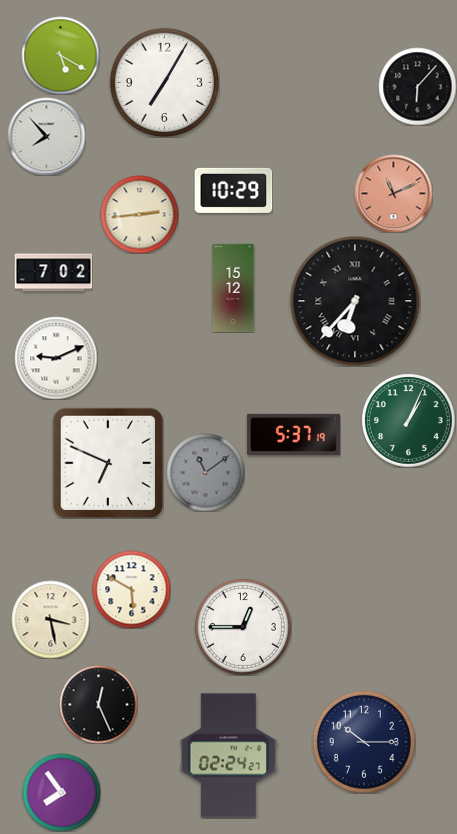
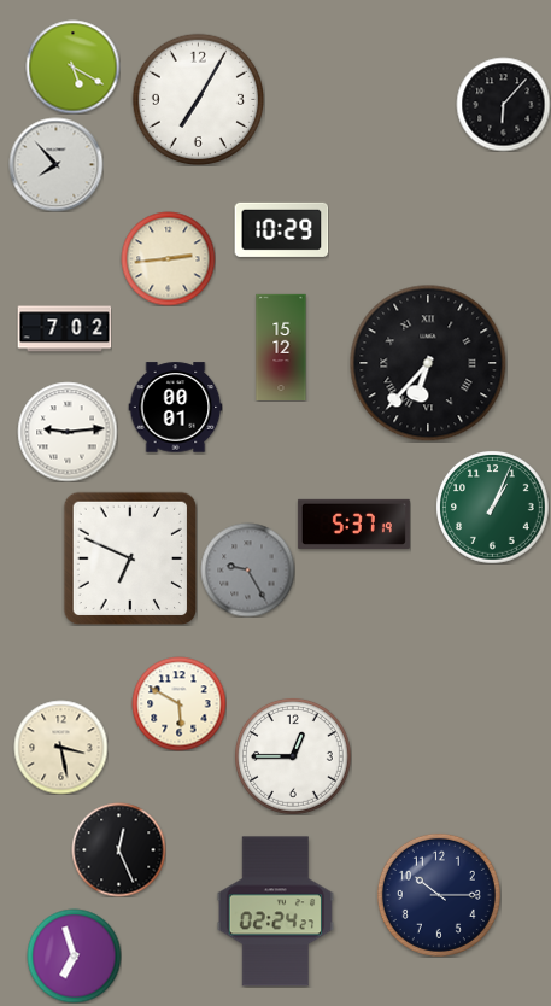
clock at (393, 193): 11:11 -> none
clock at (175, 408): none -> 00:01
clock at (56, 358): 9:11 -> 9:14
clock at (205, 472): 11:09 -> 9:25
clock at (131, 589) position: (131, 589) -> (178, 703)
clock at (61, 792): 7:54 -> 6:57
